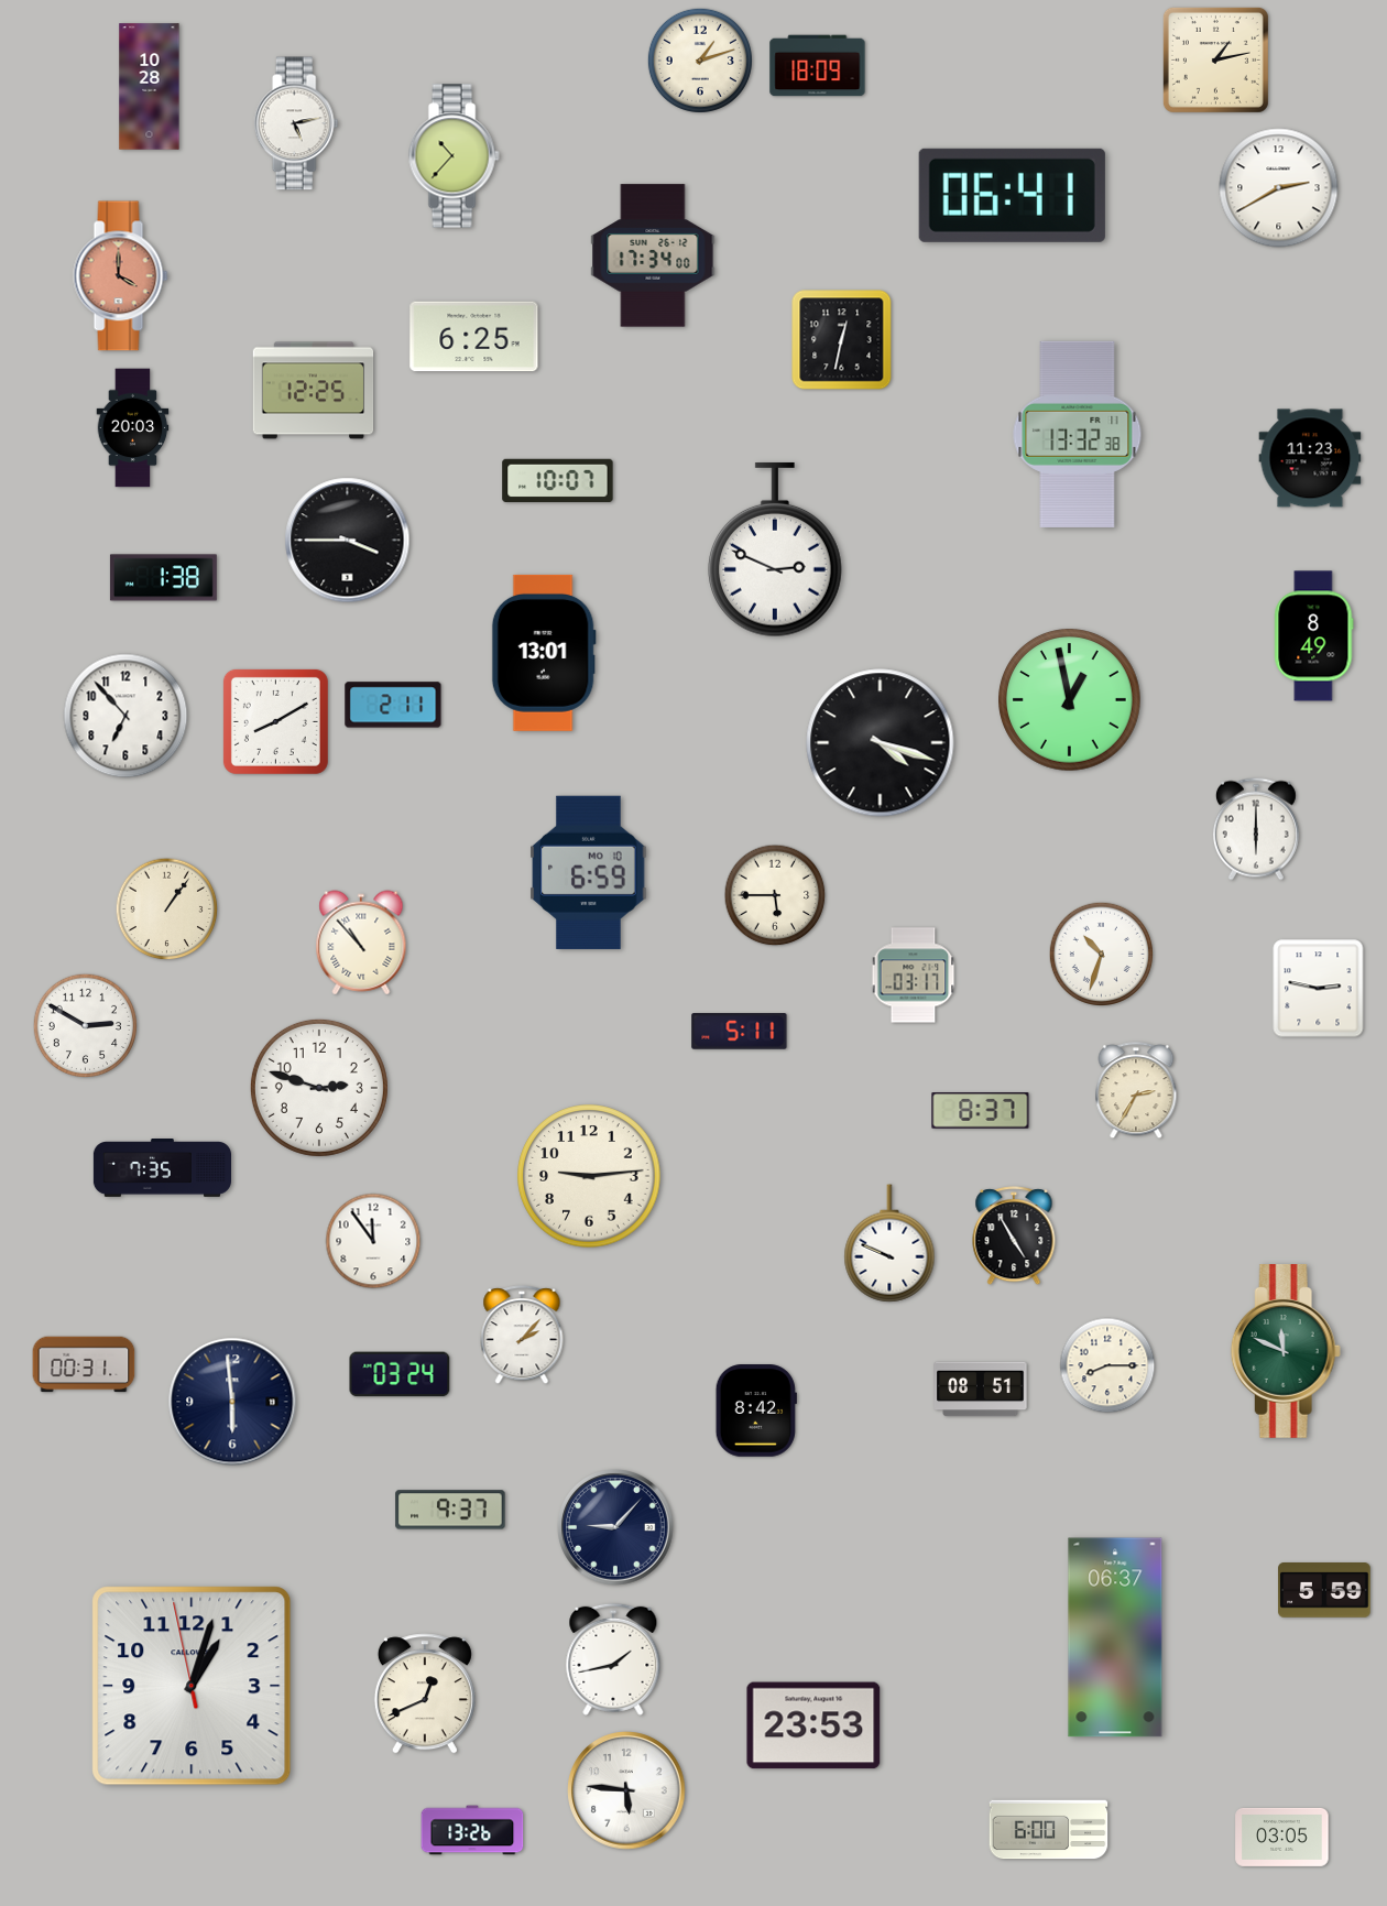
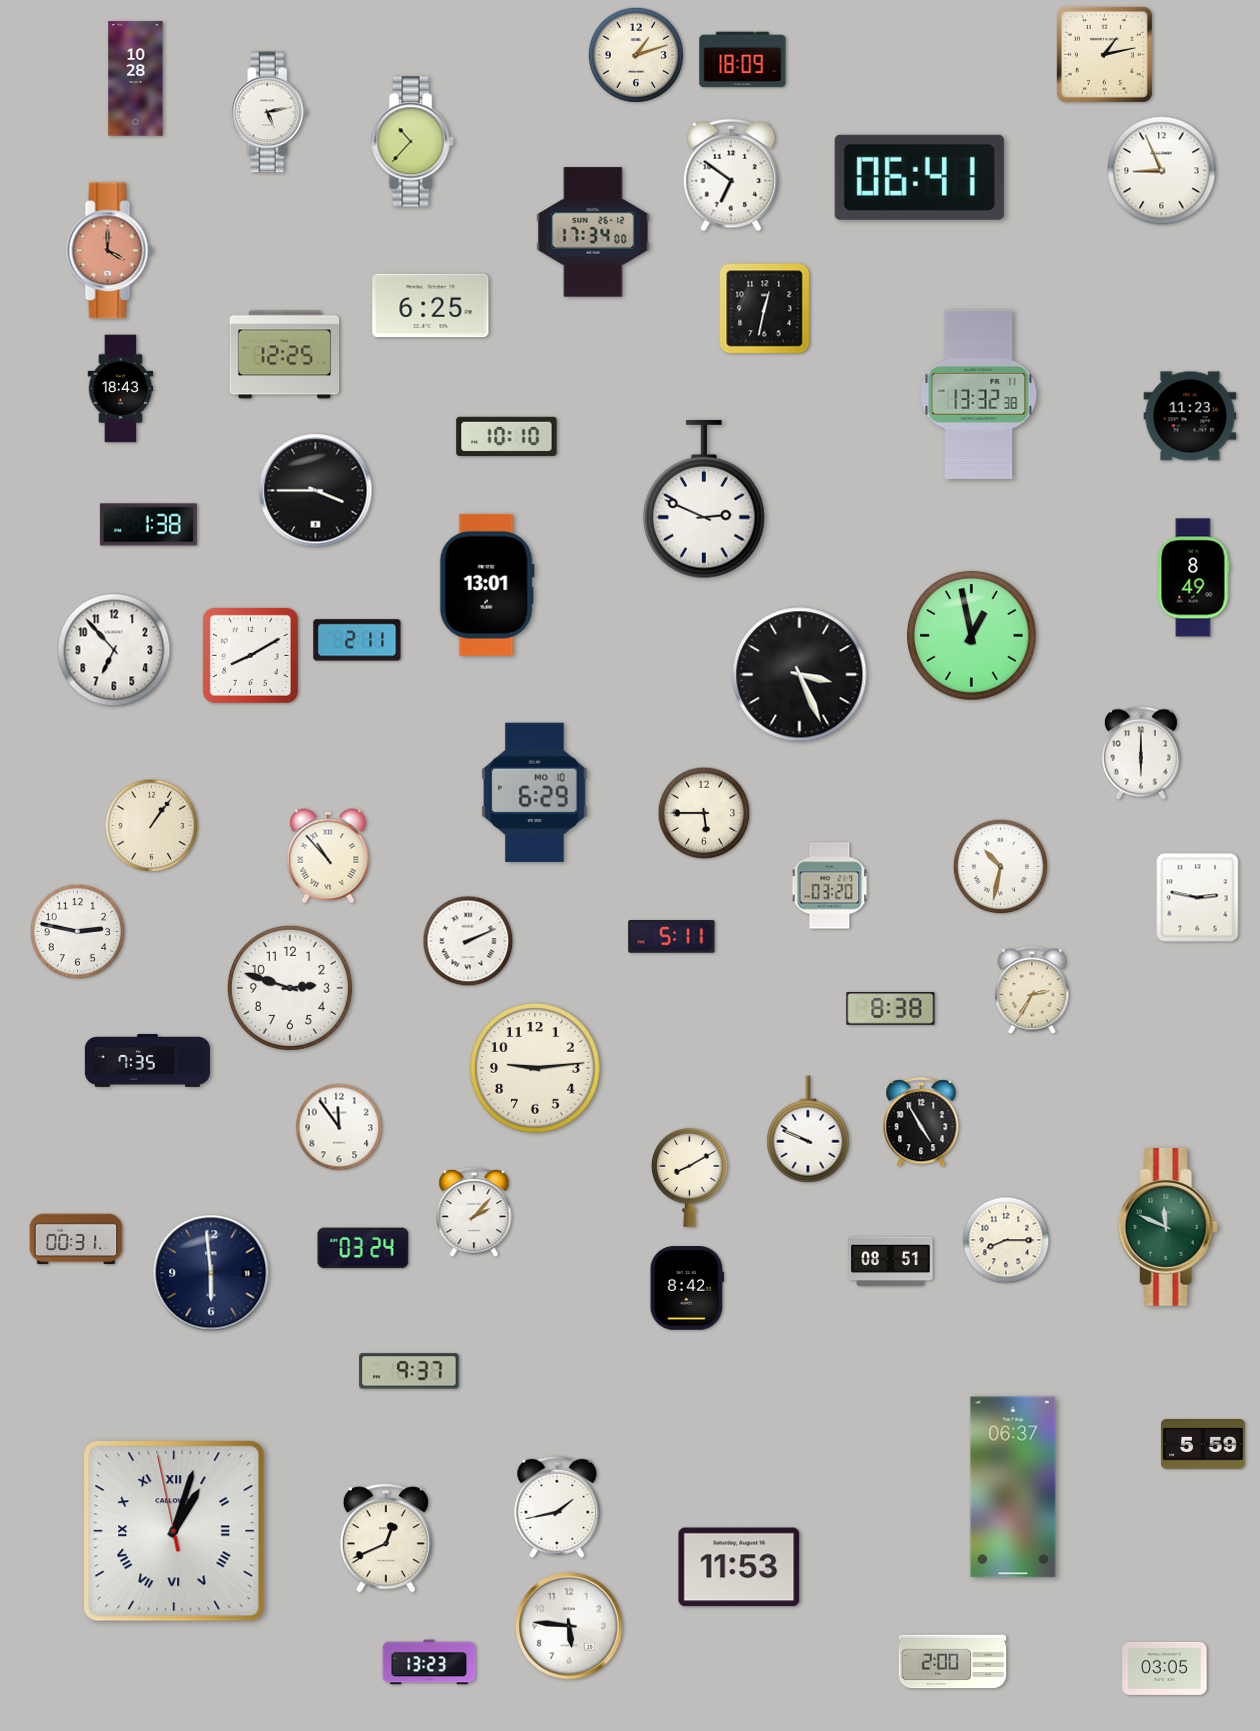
clock at (1279, 188): 2:40 -> 8:56
clock at (731, 175): none -> 6:51
clock at (133, 428): 20:03 -> 18:43
clock at (558, 481): 10:07 -> 10:10
clock at (544, 653) position: (544, 653) -> (487, 585)
clock at (881, 743): 4:18 -> 3:26
clock at (589, 872): 6:59 -> 6:29
clock at (1101, 954): 10:33 -> 10:32
clock at (914, 976): 03:17 -> 03:20
clock at (85, 1025): 2:50 -> 2:47
clock at (468, 941): none -> 2:11
clock at (981, 1111): 8:37 -> 8:38
clock at (689, 1177): none -> 8:10
clock at (756, 1411) position: (756, 1411) -> (687, 1288)
clock at (616, 1528): 9:07 -> none
clock at (192, 1686) numerals: Arabic -> Roman
clock at (813, 1725): 23:53 -> 11:53
clock at (472, 1830): 13:26 -> 13:23
clock at (1049, 1830): 6:00 -> 2:00
